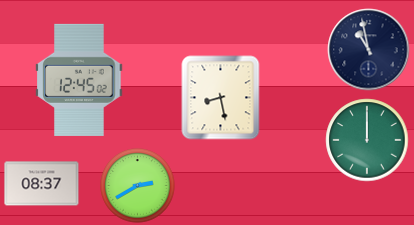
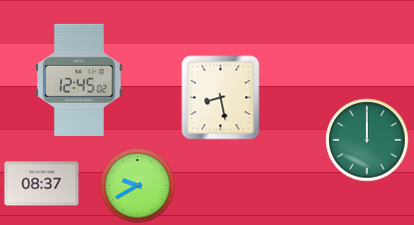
clock at (369, 50): 10:58 -> none
clock at (138, 186): 2:40 -> 9:40
